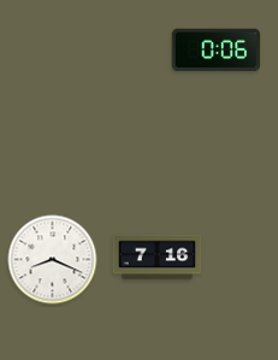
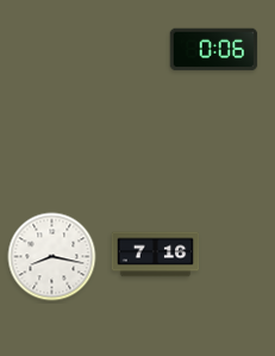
clock at (53, 260): 8:19 -> 8:17
